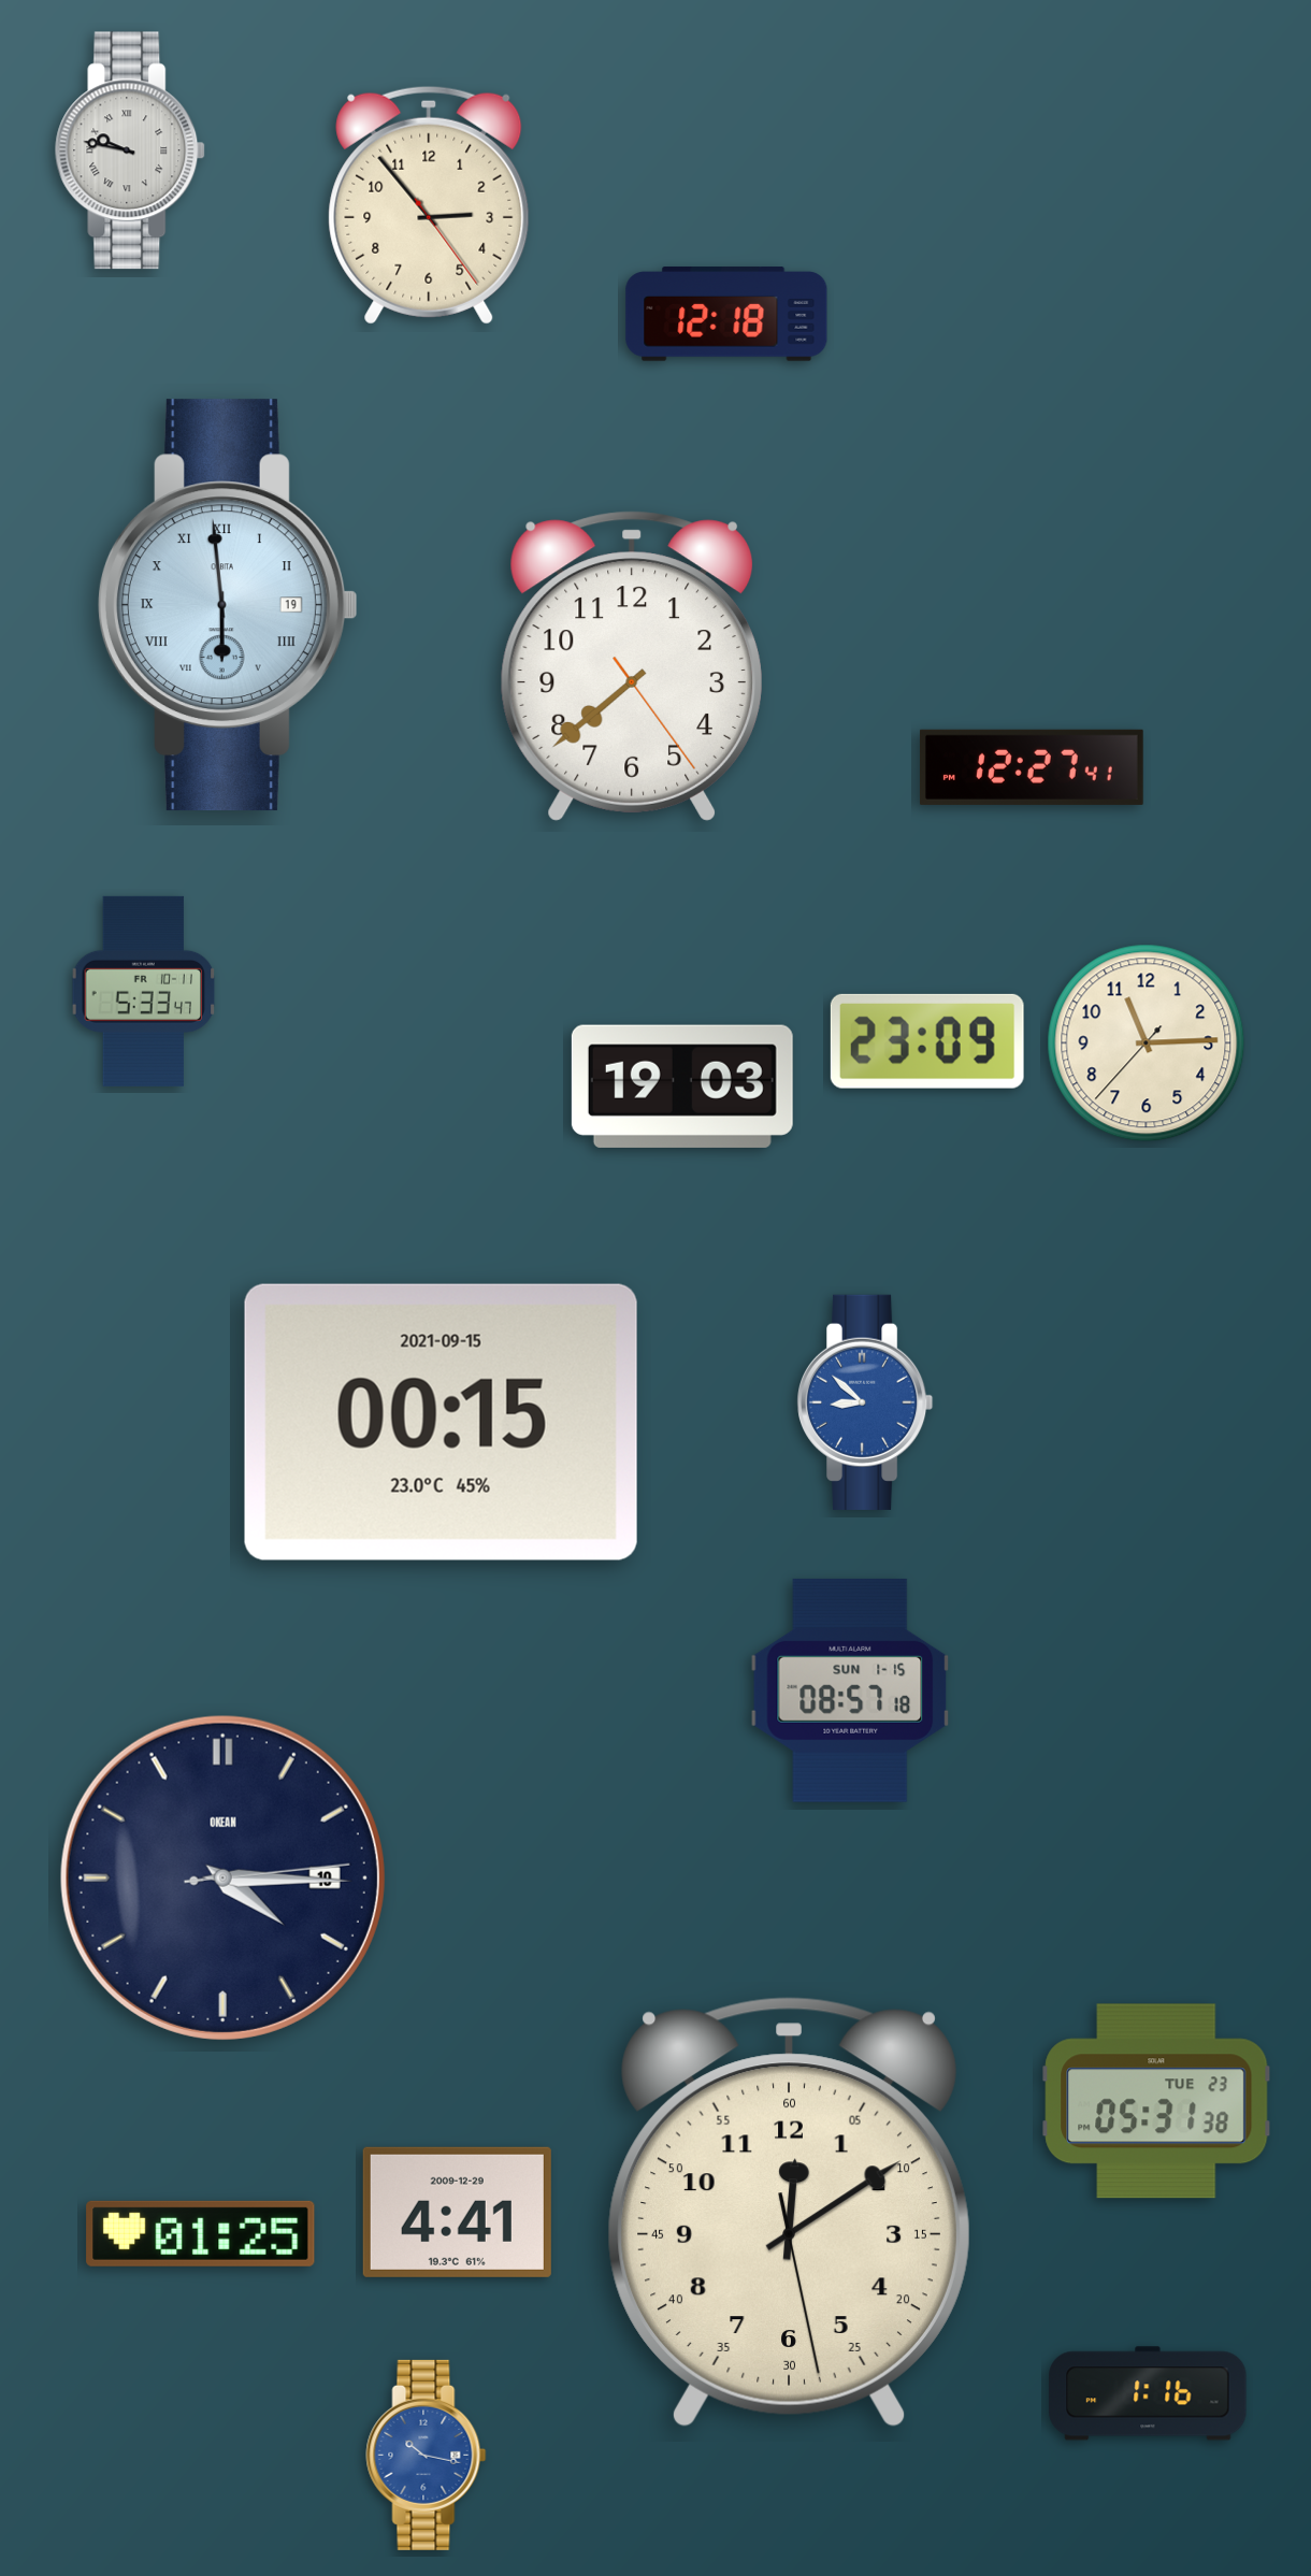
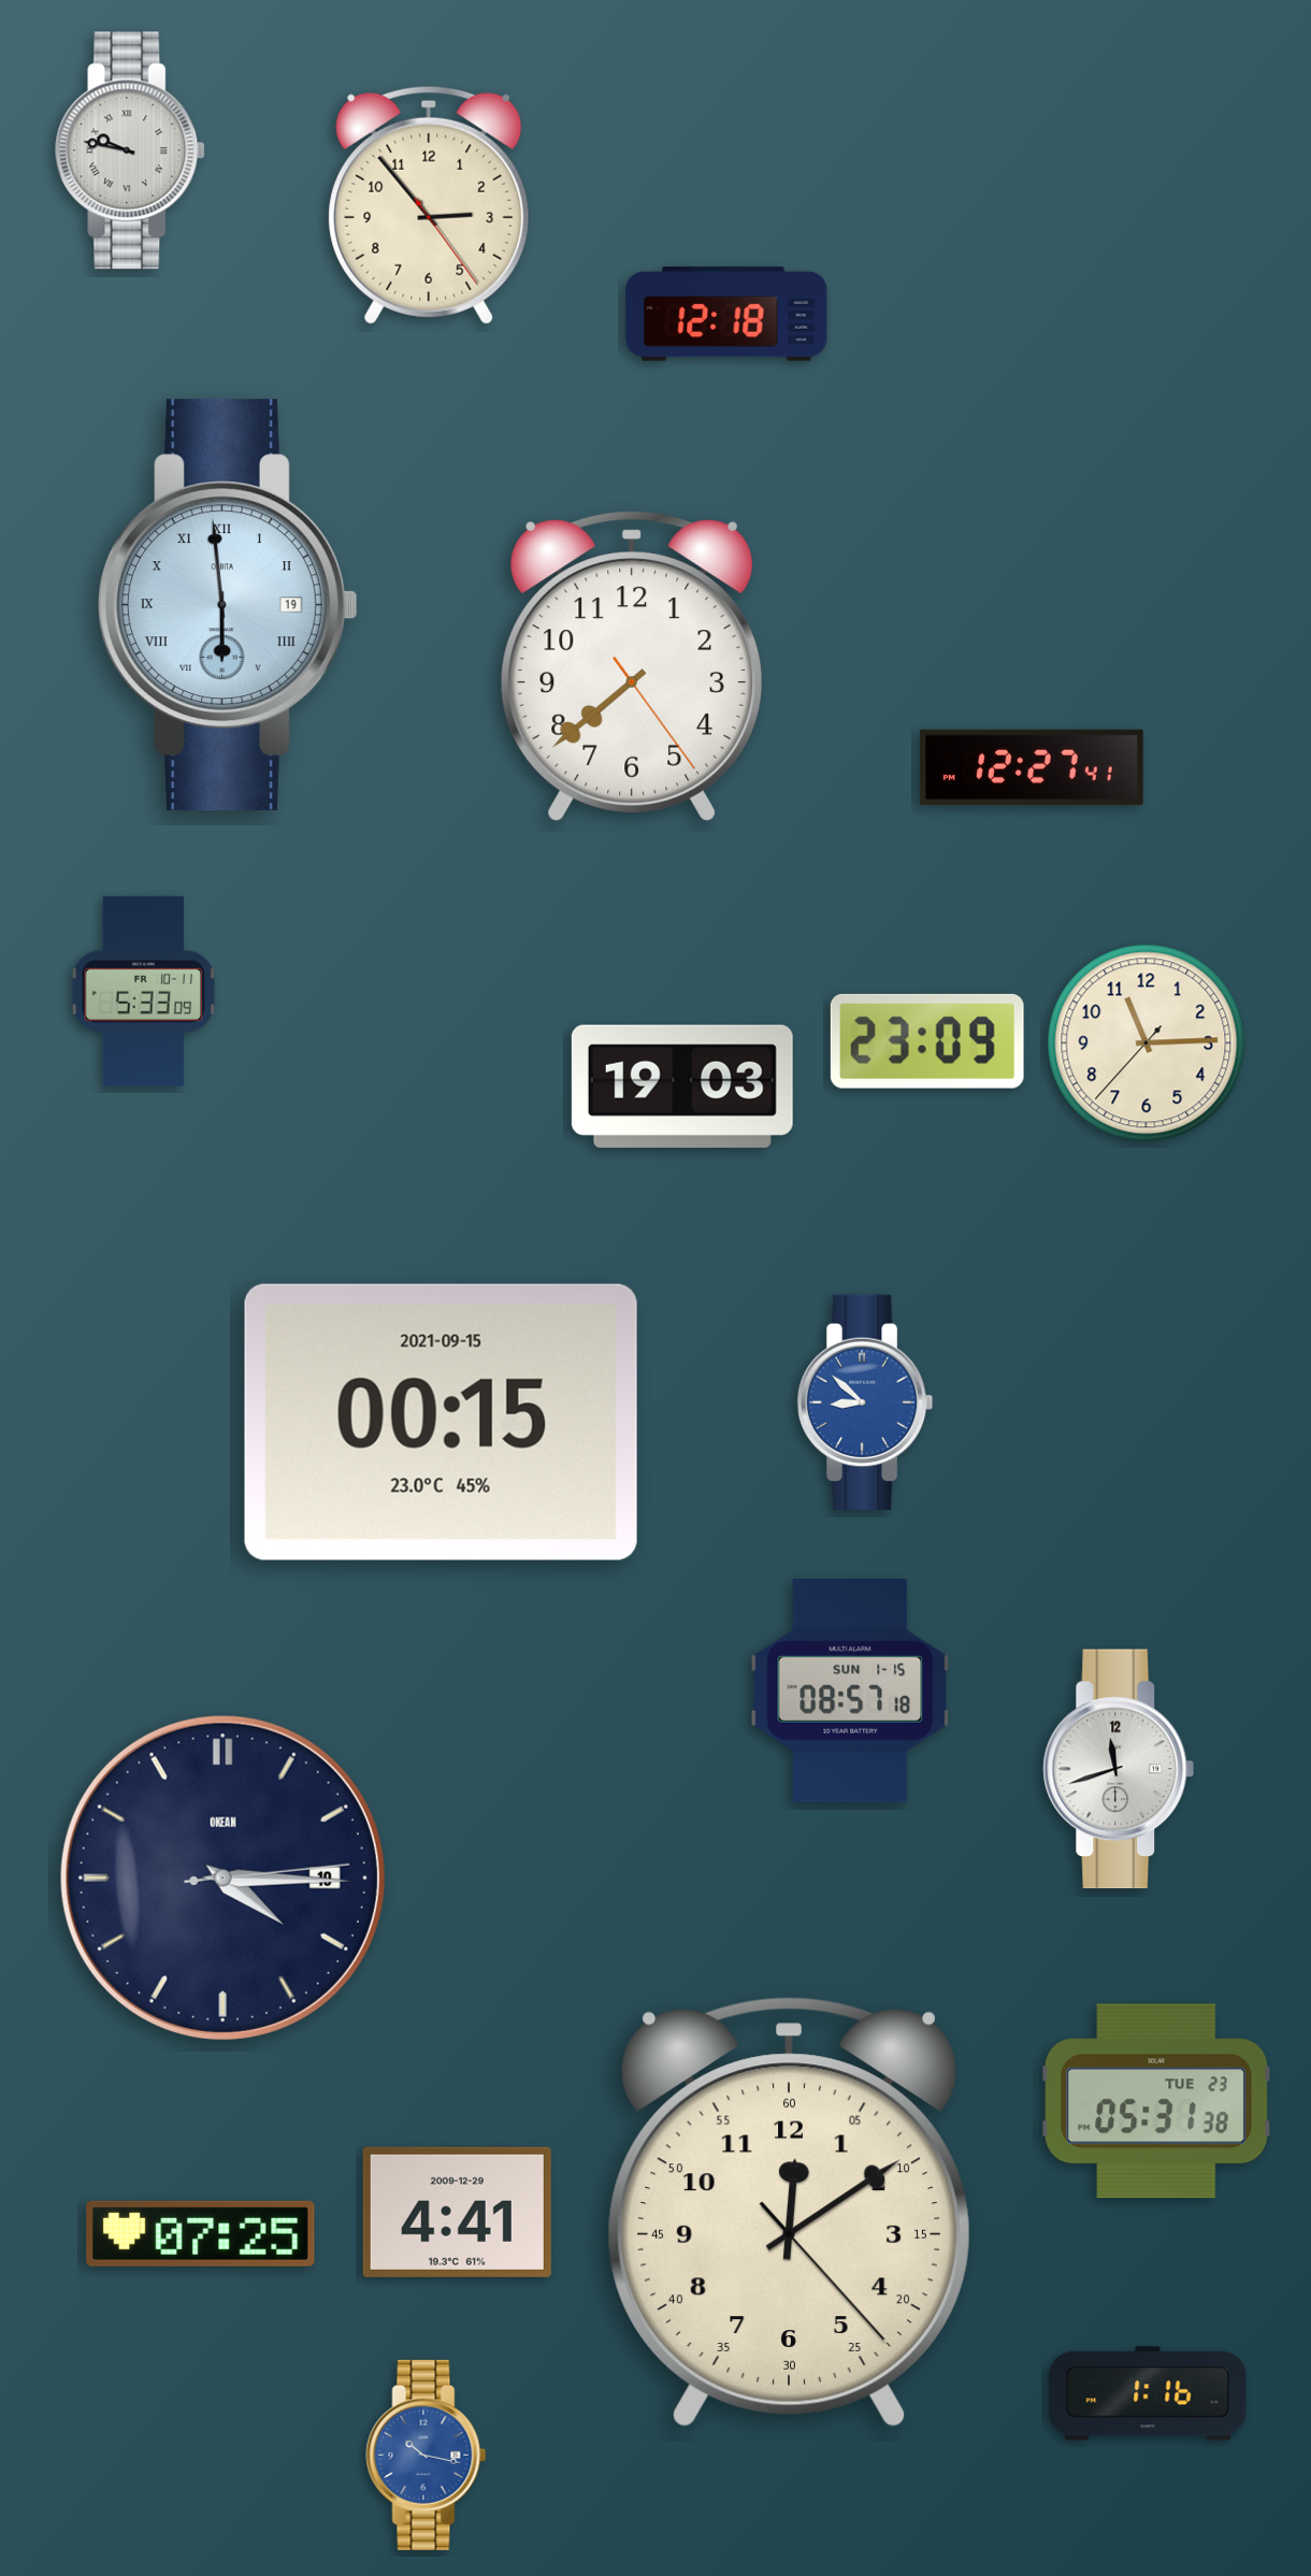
clock at (144, 991): 5:33:47 -> 5:33:09
clock at (1119, 1769): none -> 11:42
clock at (789, 2213): 12:09:28 -> 12:09:23
clock at (201, 2233): 01:25 -> 07:25
